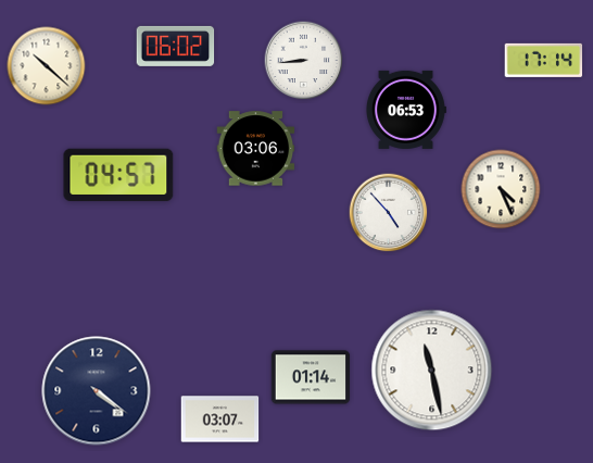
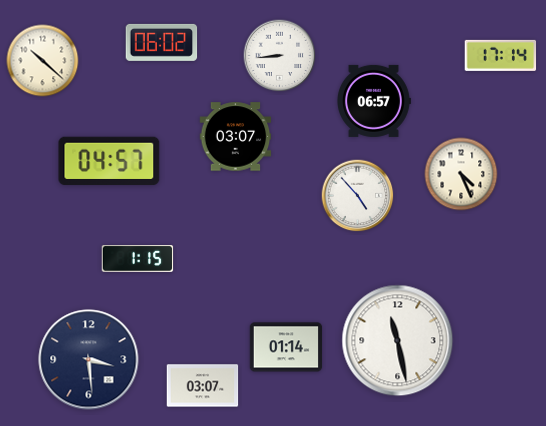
clock at (406, 110): 06:53 -> 06:57
clock at (256, 149): 03:06 -> 03:07
clock at (138, 259): none -> 1:15
clock at (97, 391): 4:21 -> 3:29
